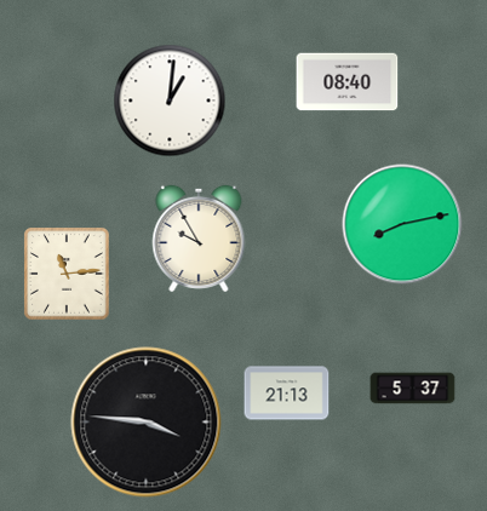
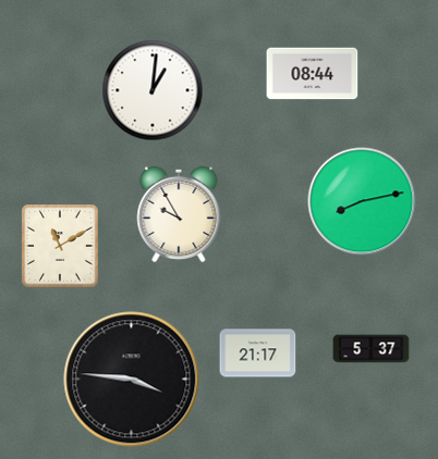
clock at (348, 82): 08:40 -> 08:44
clock at (67, 274): 11:14 -> 11:10
clock at (287, 394): 21:13 -> 21:17
